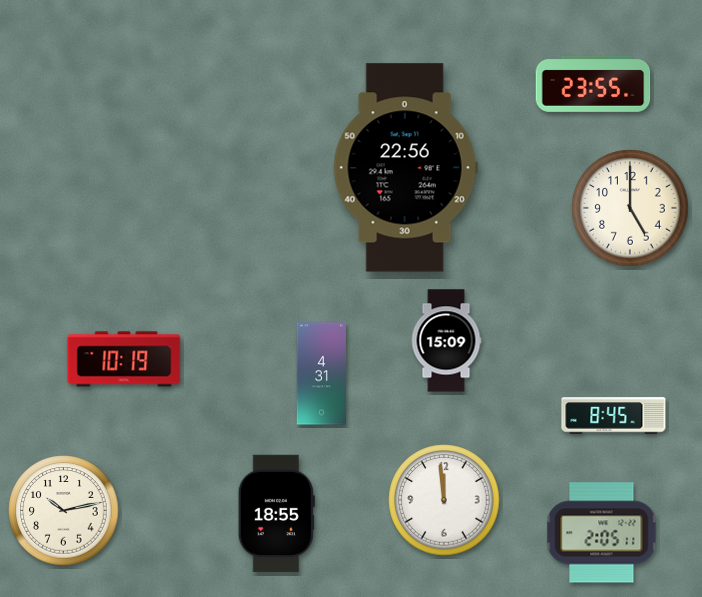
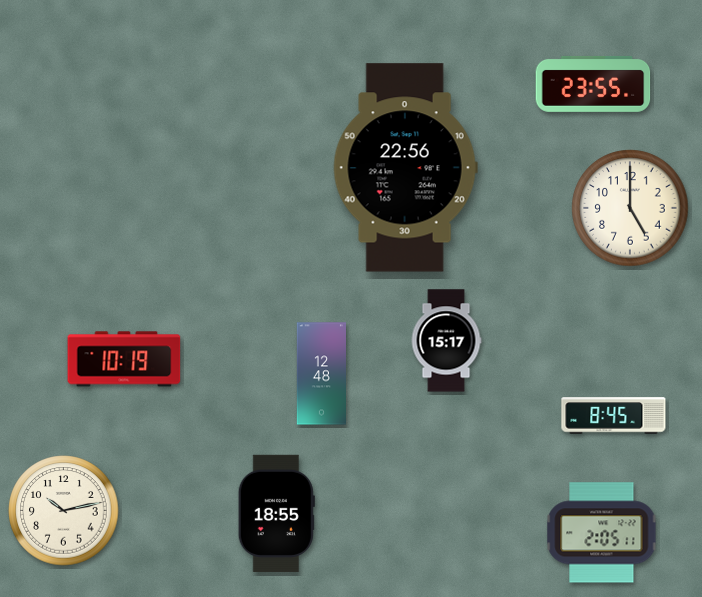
clock at (446, 341): 15:09 -> 15:17
clock at (322, 374): 4:31 -> 12:48
clock at (444, 500): 11:59 -> none
